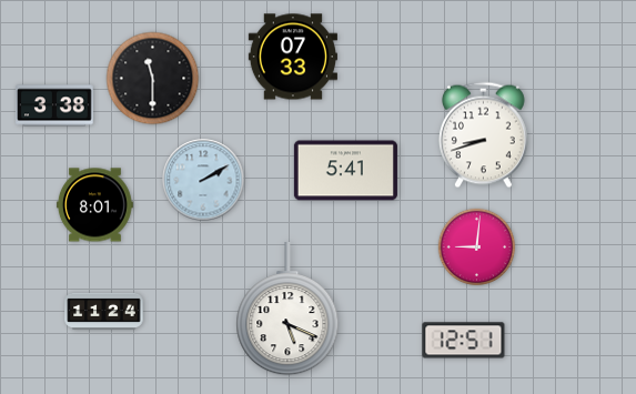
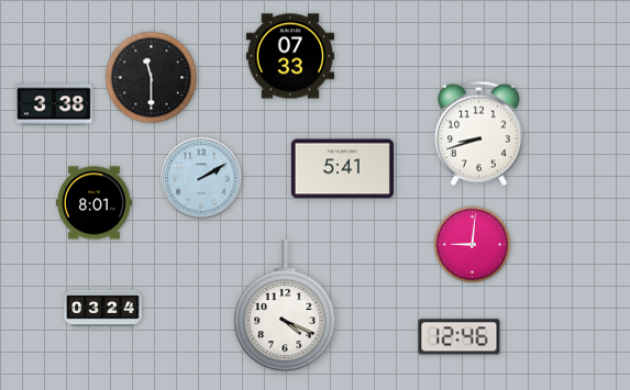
clock at (287, 310): 5:19 -> 4:19
clock at (104, 311): 11:24 -> 03:24
clock at (464, 341): 12:51 -> 12:46
